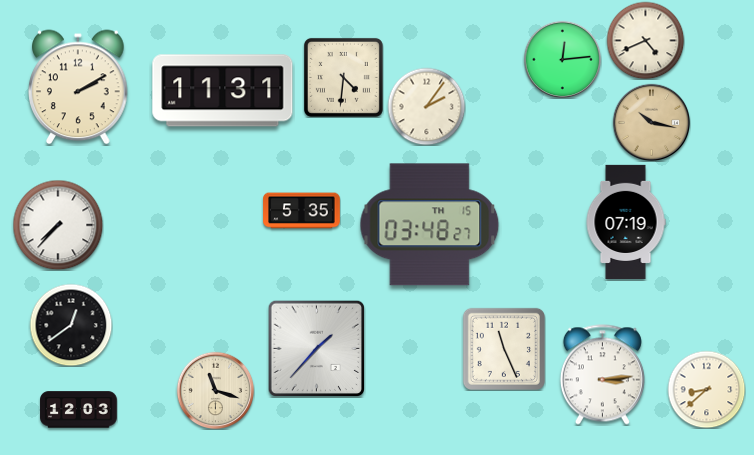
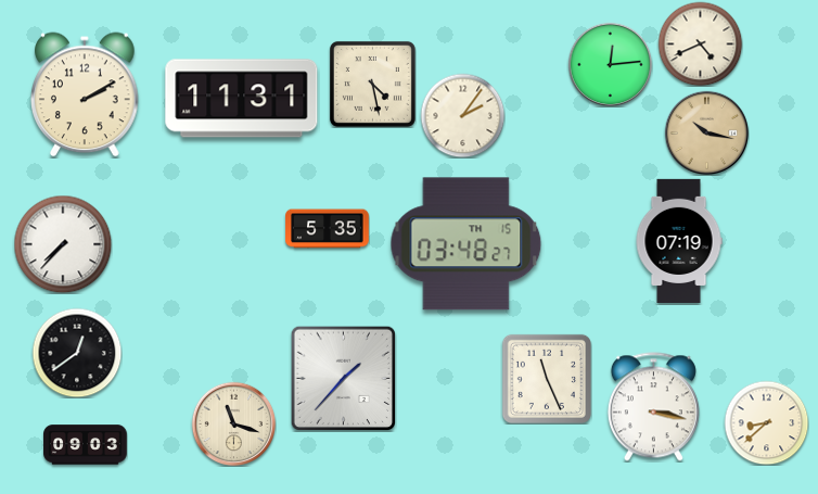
clock at (343, 77): 4:31 -> 4:28
clock at (602, 375): 3:14 -> 3:17
clock at (79, 410): 12:03 -> 09:03
